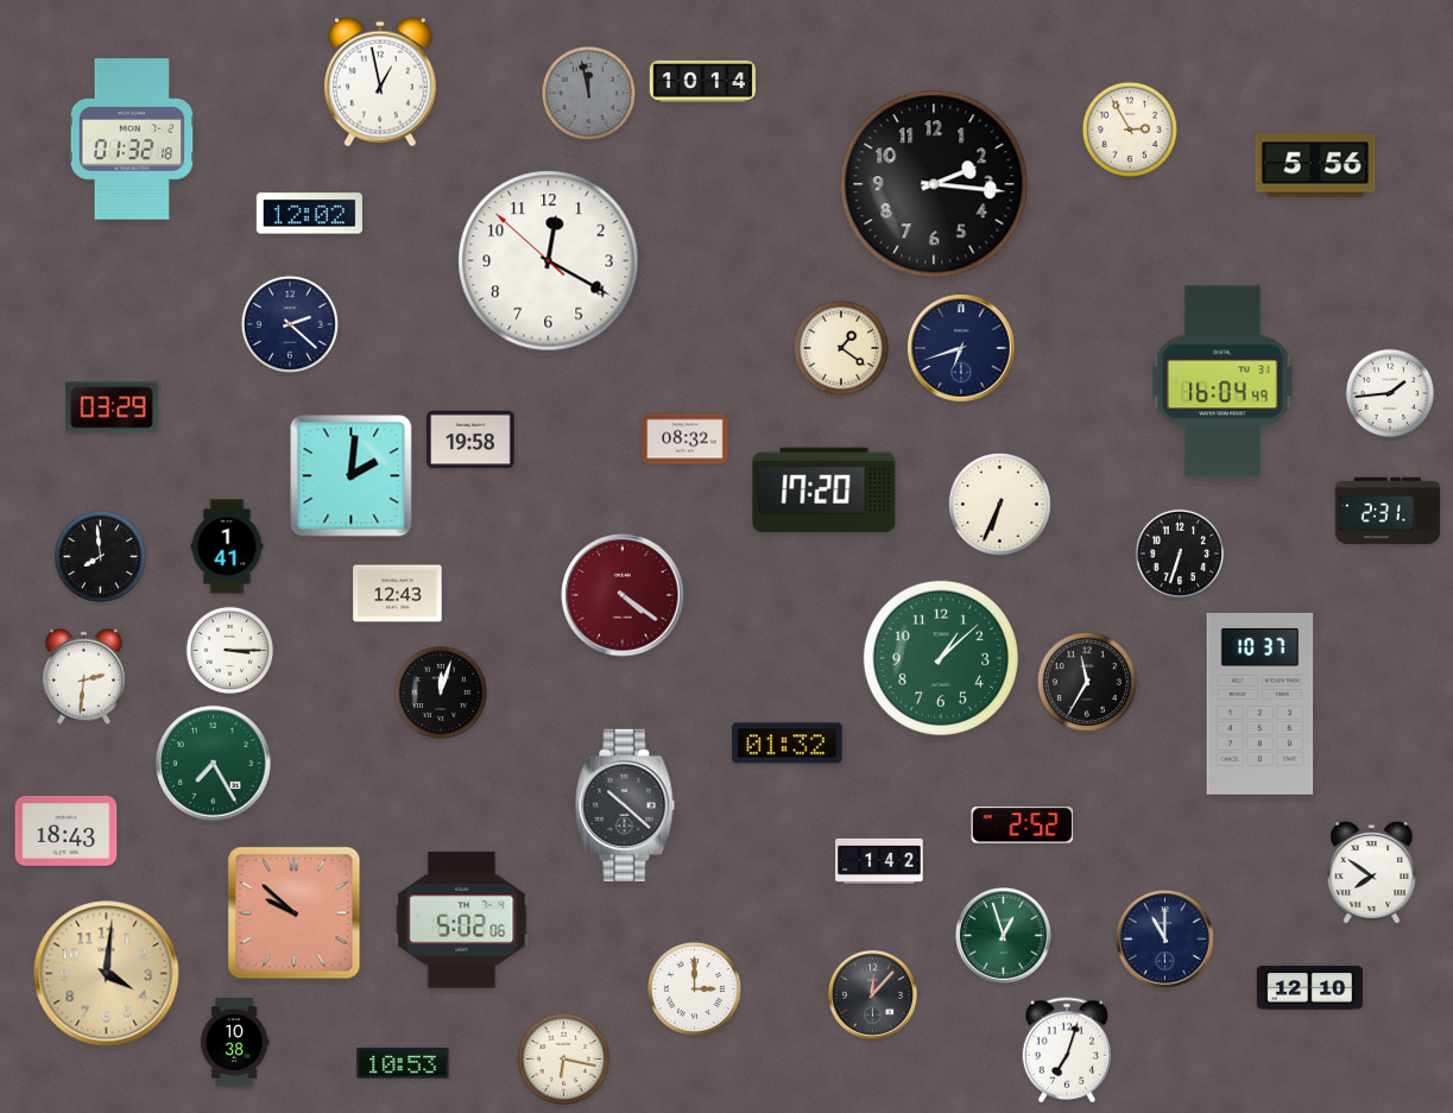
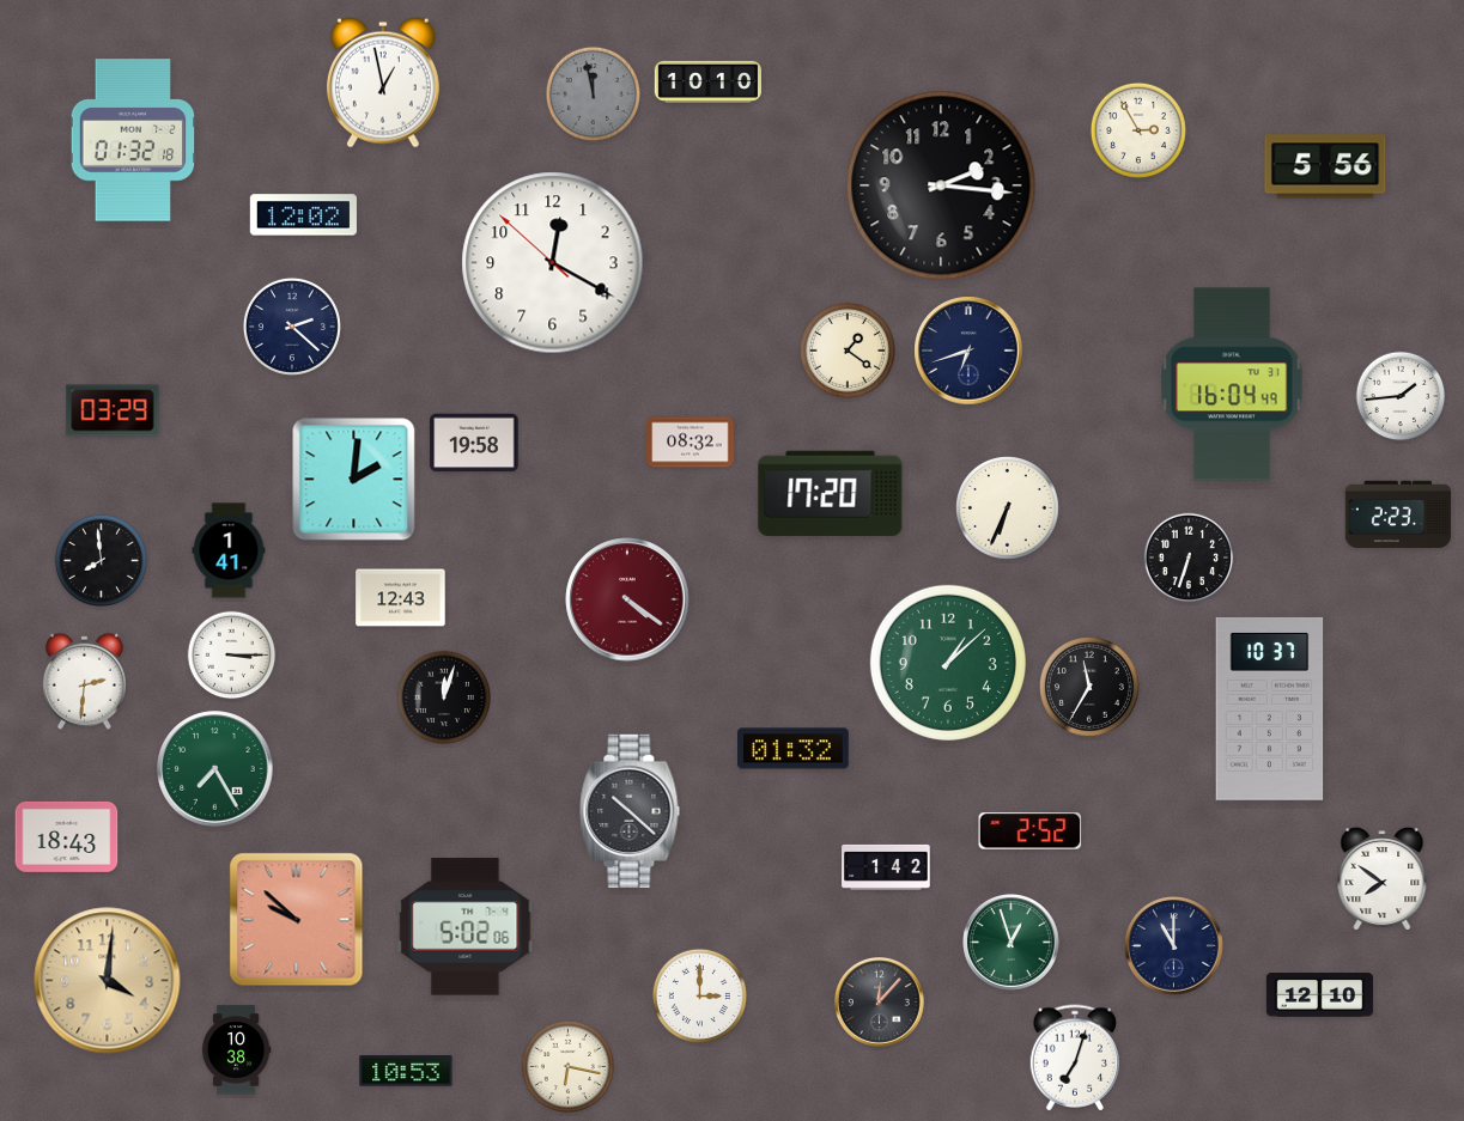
clock at (702, 81): 10:14 -> 10:10
clock at (309, 214) position: (309, 214) -> (303, 215)
clock at (1388, 511): 2:31 -> 2:23
clock at (1087, 682) position: (1087, 682) -> (1089, 687)
